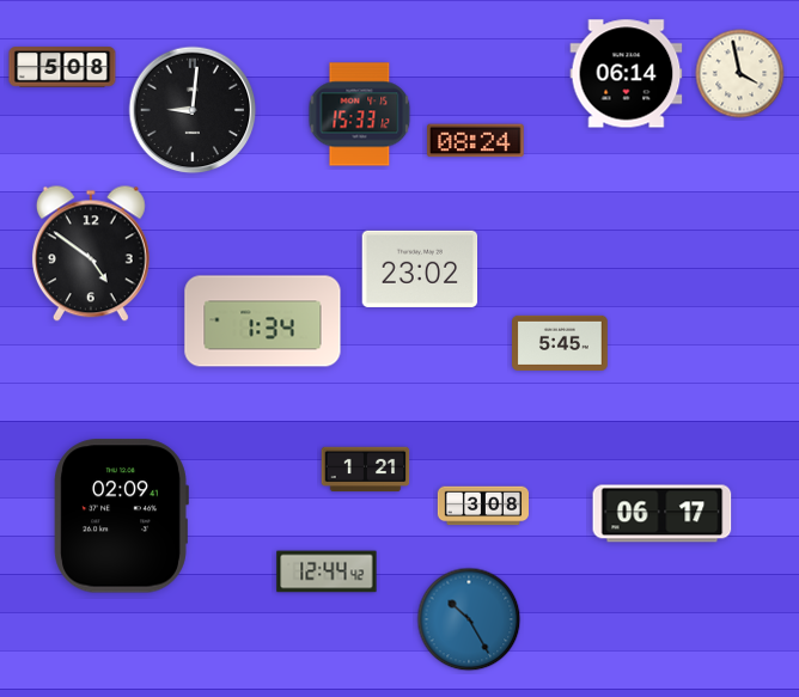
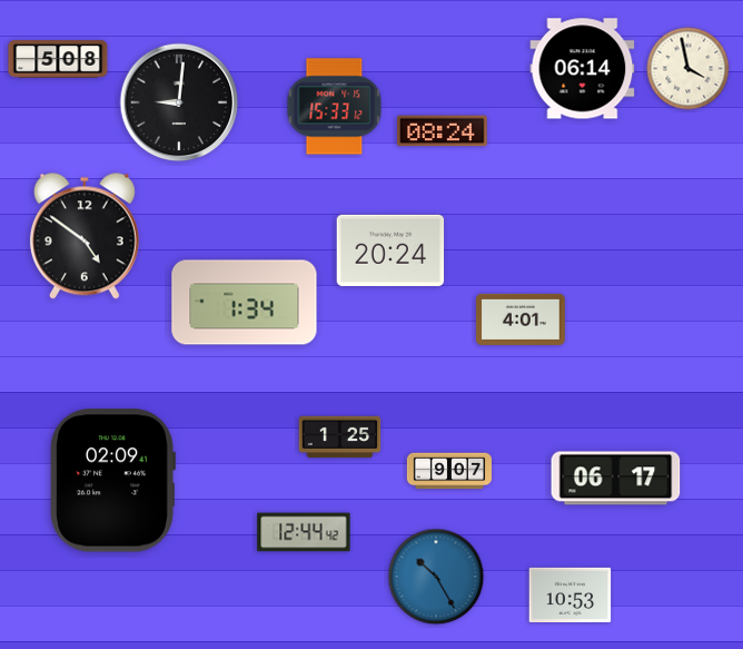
clock at (62, 67) position: (62, 67) -> (58, 59)
clock at (420, 269): 23:02 -> 20:24
clock at (263, 322) position: (263, 322) -> (245, 303)
clock at (560, 343): 5:45 -> 4:01
clock at (366, 470): 1:21 -> 1:25
clock at (482, 506): 3:08 -> 9:07
clock at (571, 594): none -> 10:53
